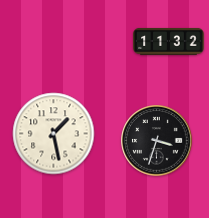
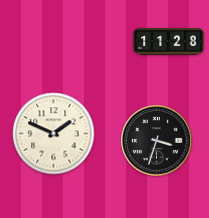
clock at (169, 42): 11:32 -> 11:28
clock at (54, 134): 1:28 -> 1:49
